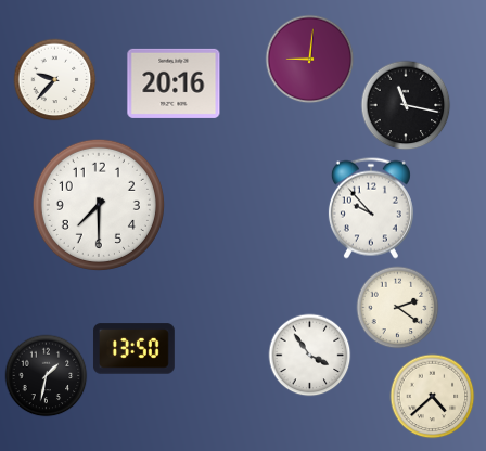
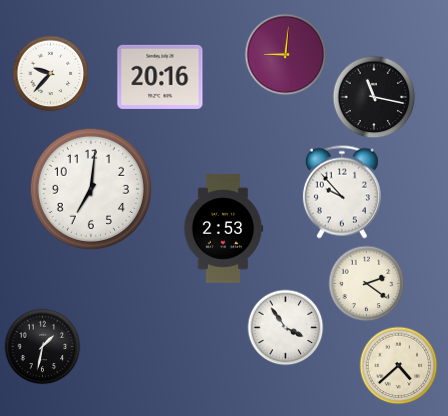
clock at (99, 205): 7:30 -> 7:01
clock at (223, 229): none -> 2:53
clock at (133, 349): 13:50 -> none
